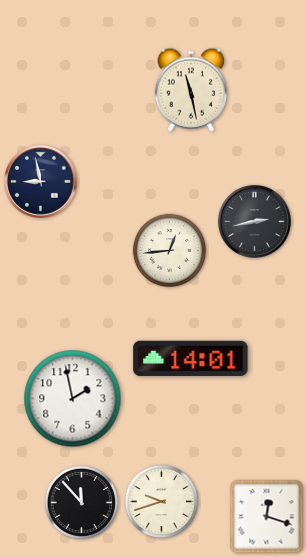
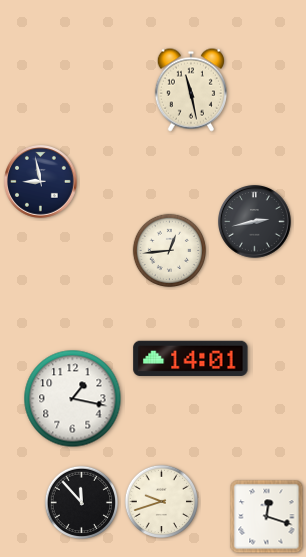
clock at (73, 399): 1:58 -> 1:17
